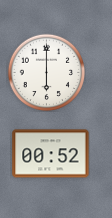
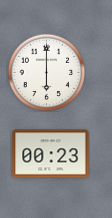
clock at (51, 154): 00:52 -> 00:23
